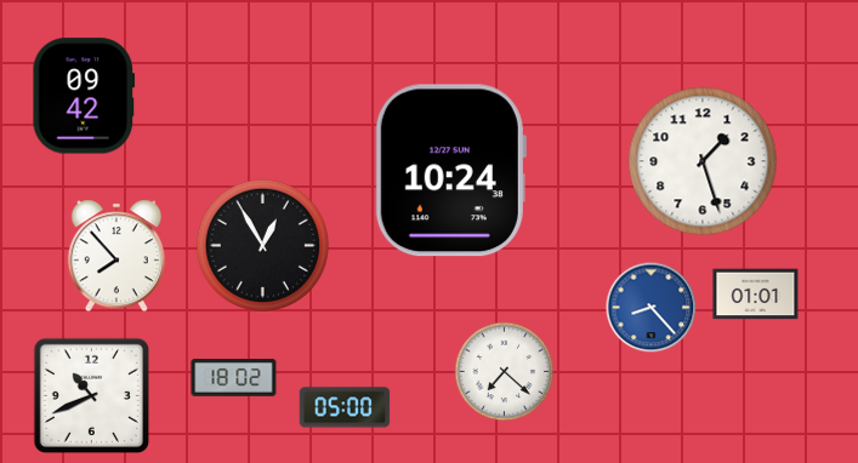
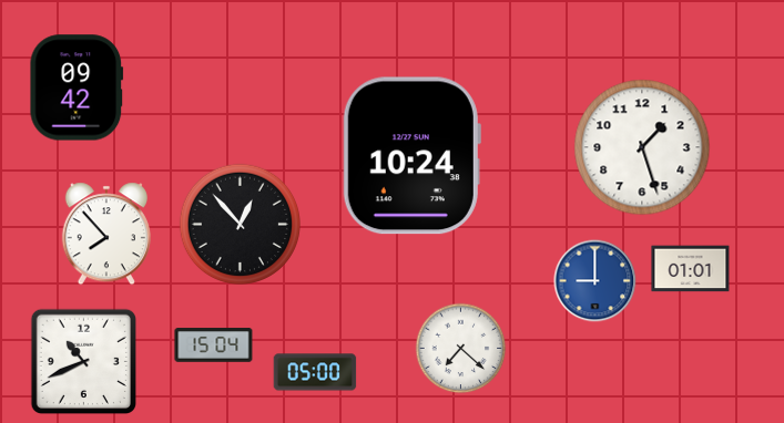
clock at (262, 245): 12:55 -> 12:53
clock at (652, 308): 8:23 -> 9:00
clock at (505, 372) position: (505, 372) -> (461, 349)
clock at (234, 378): 18:02 -> 15:04
